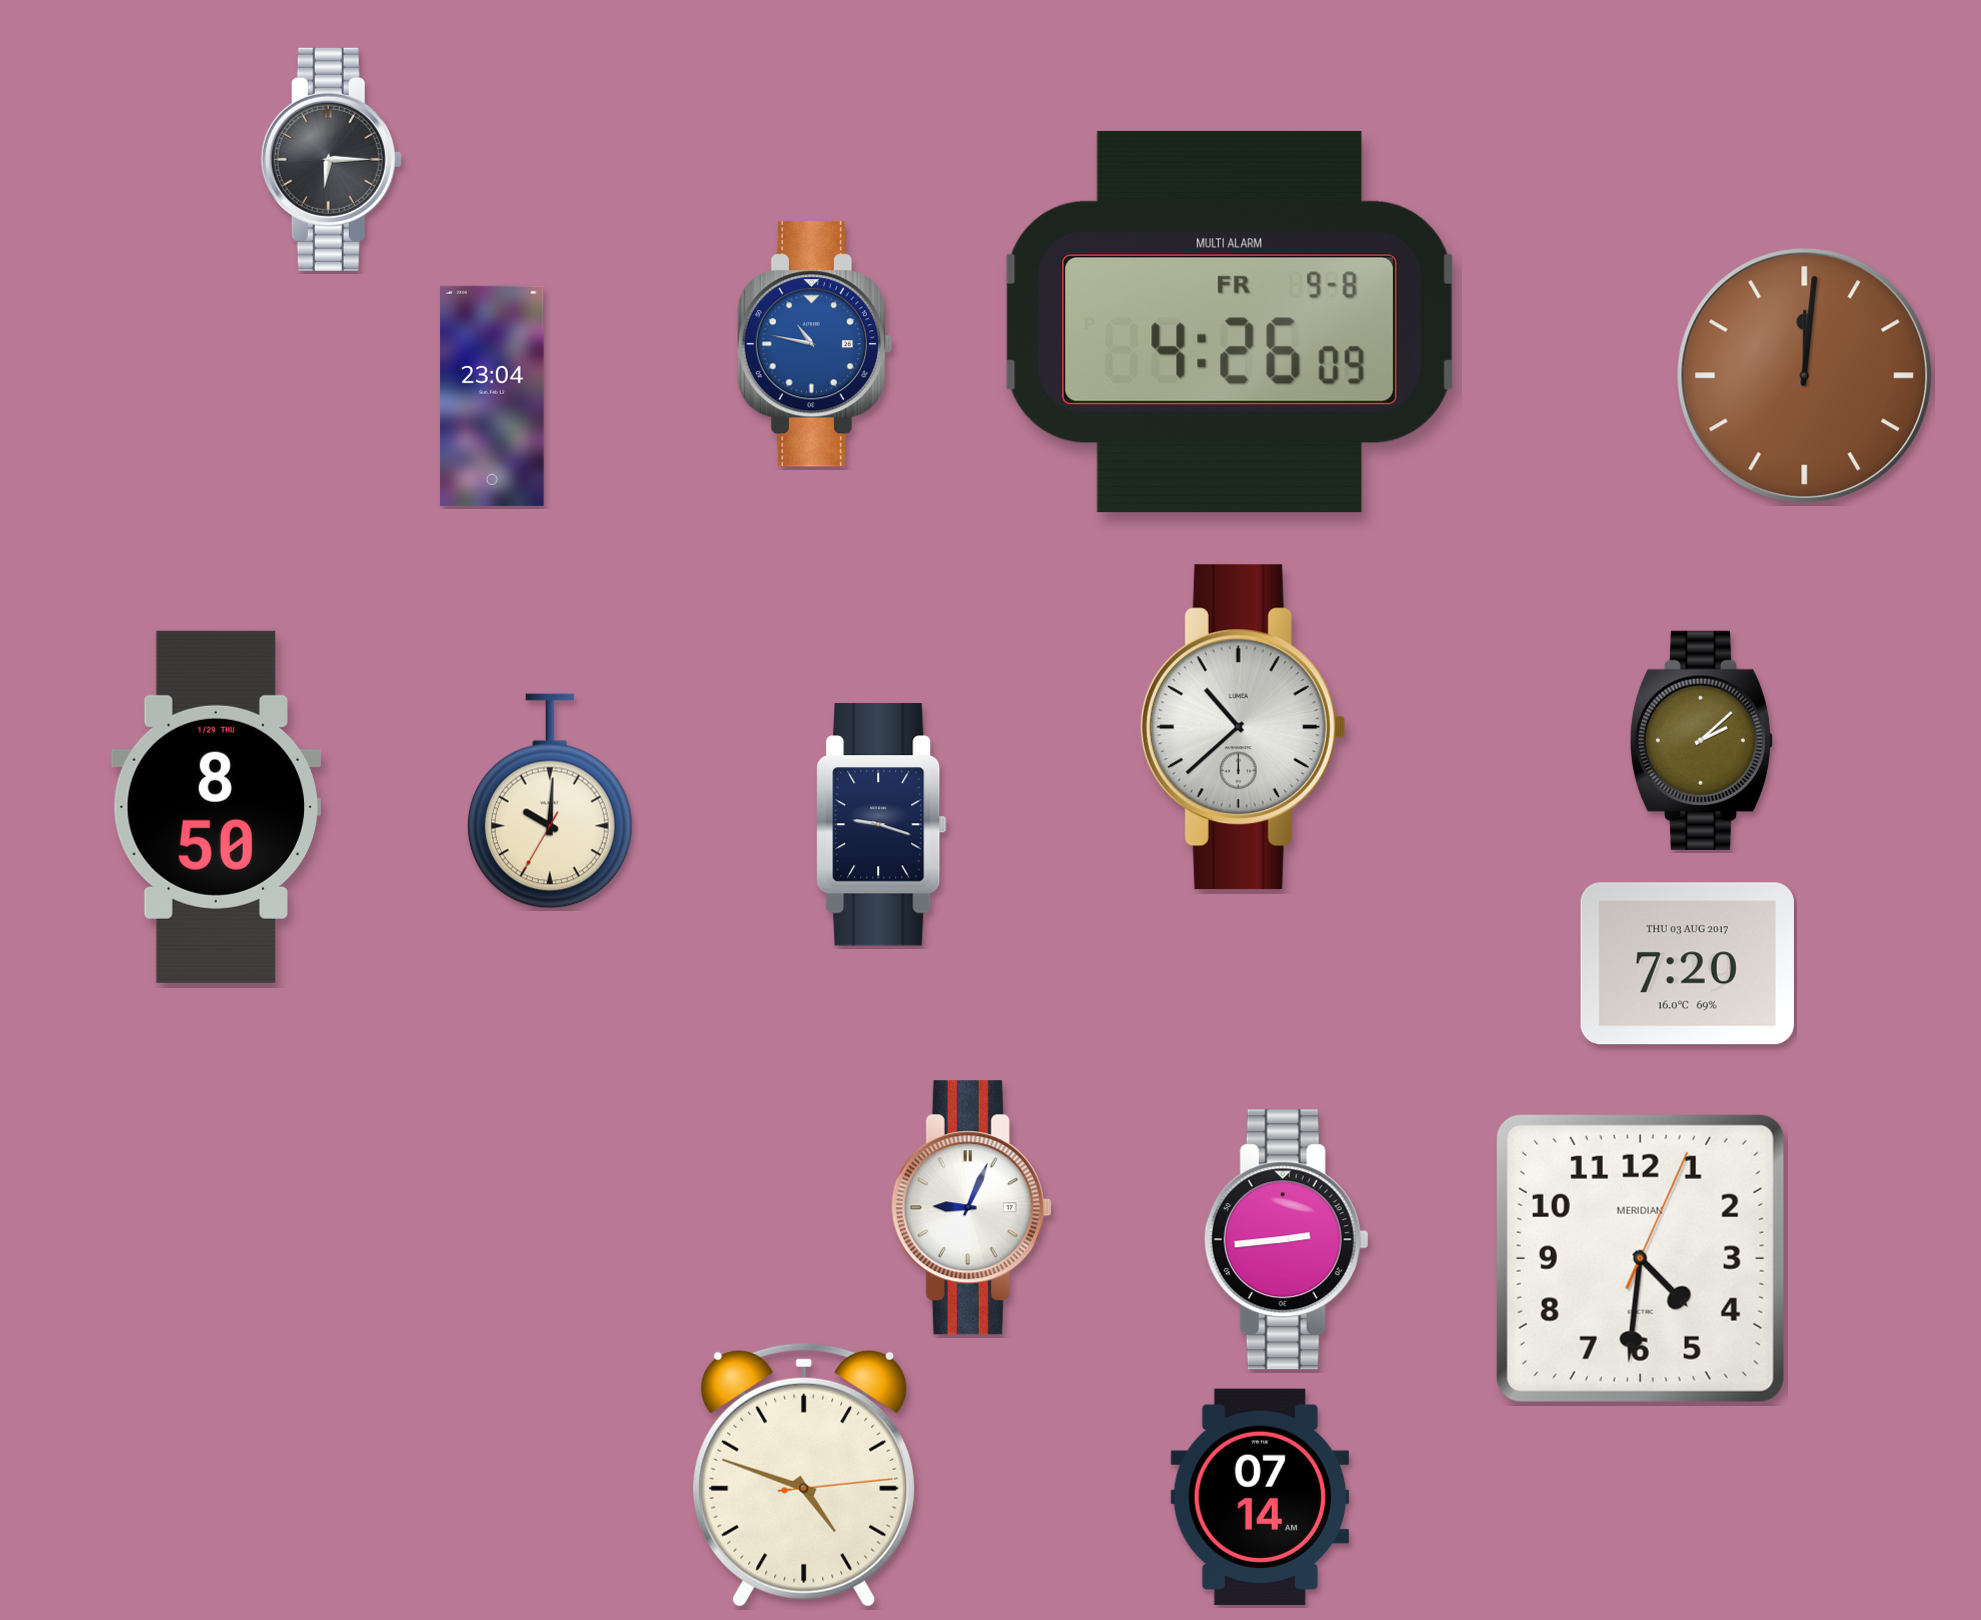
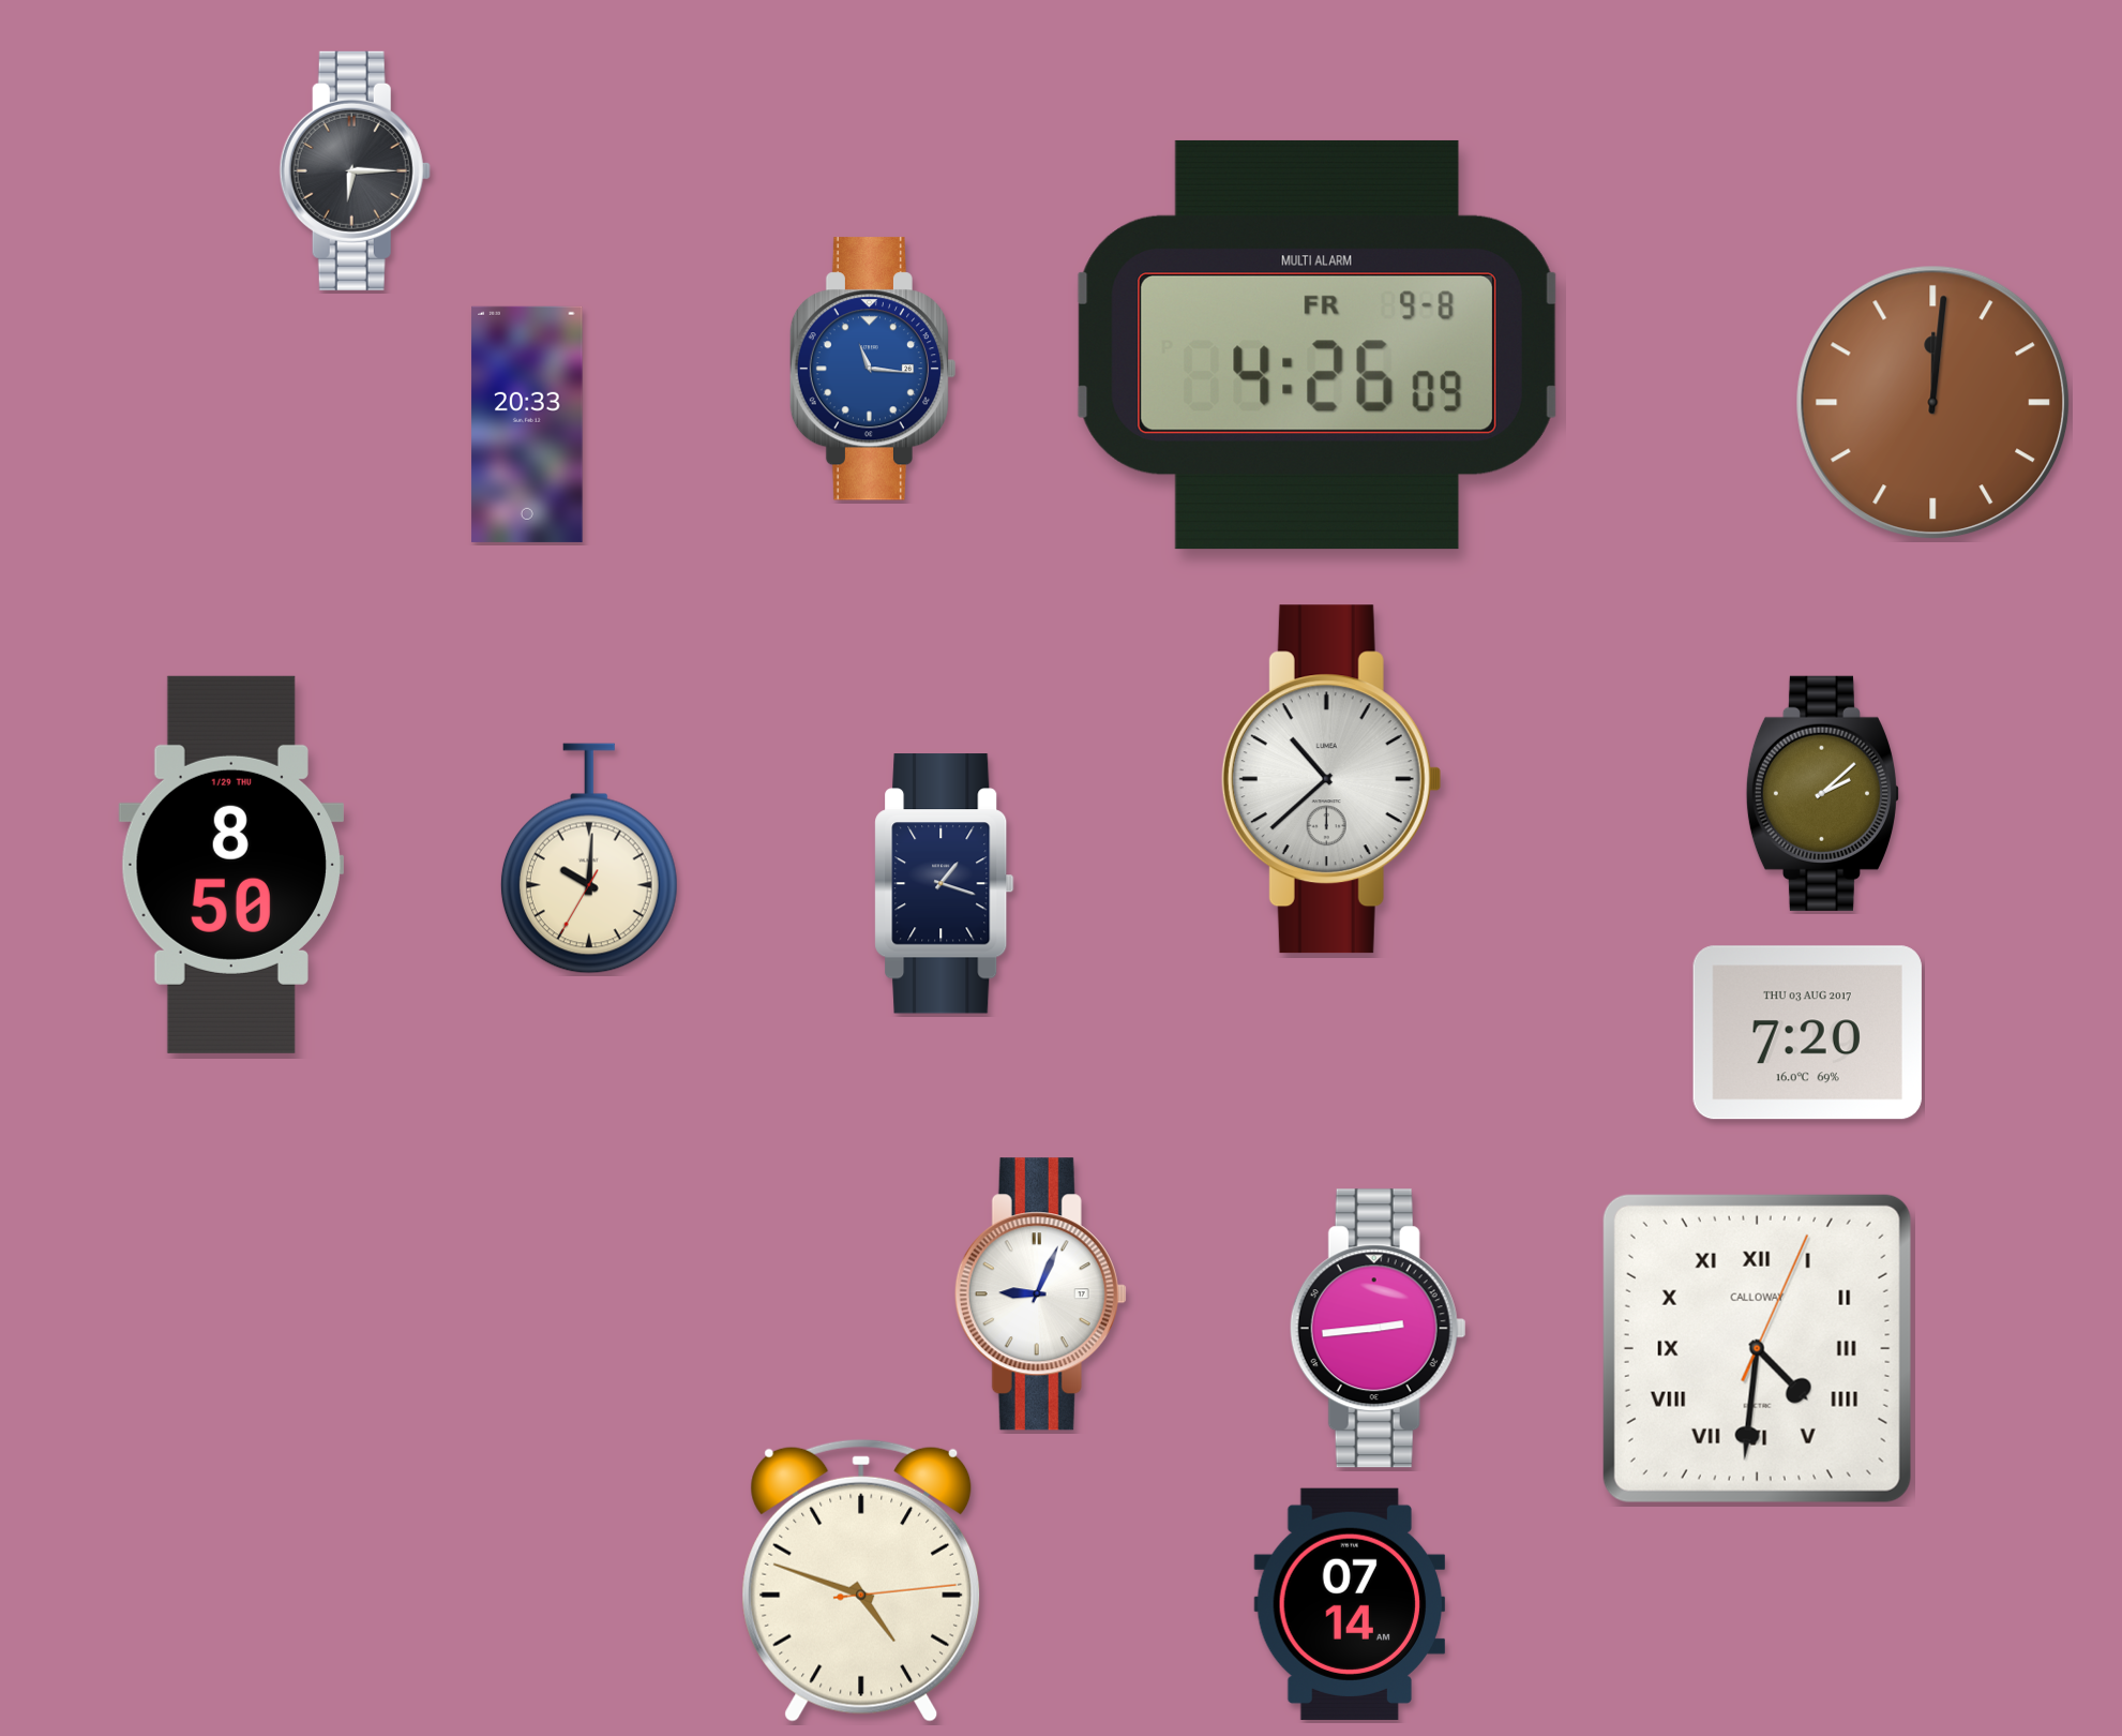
clock at (815, 344): 10:47 -> 11:16
clock at (492, 396): 23:04 -> 20:33
clock at (882, 825): 9:18 -> 1:18
clock at (1640, 1258) numerals: Arabic -> Roman
clock at (1640, 1258) brand: MERIDIAN -> CALLOWAY
